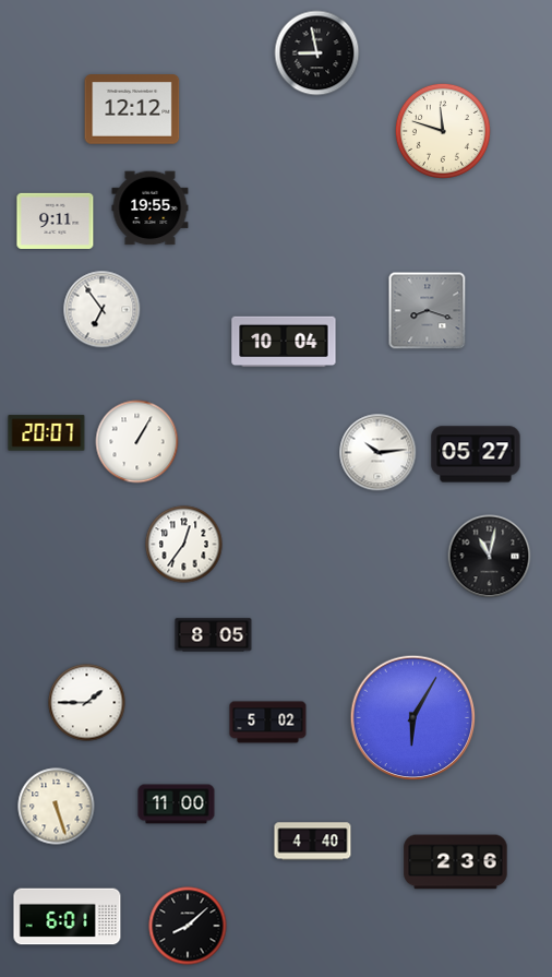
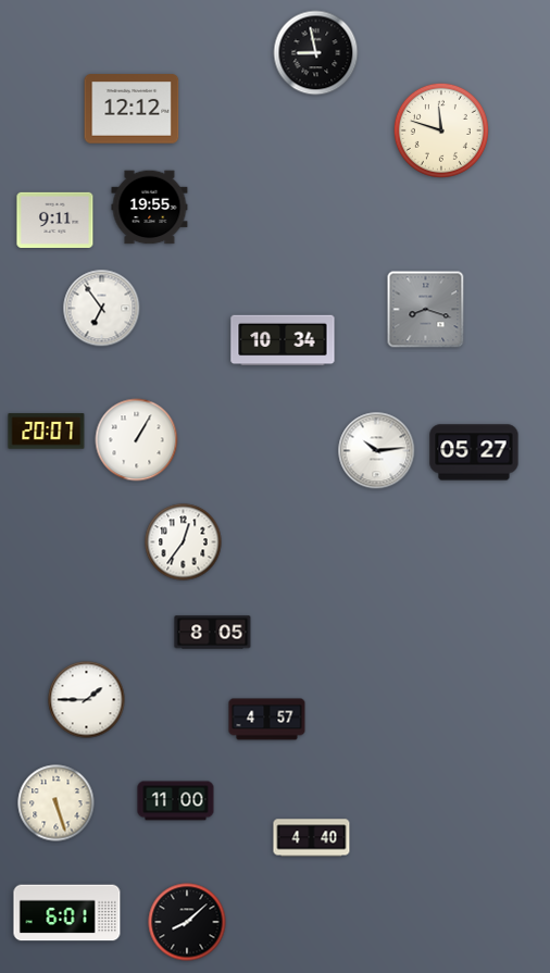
clock at (284, 342): 10:04 -> 10:34
clock at (490, 557): 11:02 -> none
clock at (413, 718): 6:05 -> none
clock at (268, 723): 5:02 -> 4:57
clock at (456, 862): 2:36 -> none
